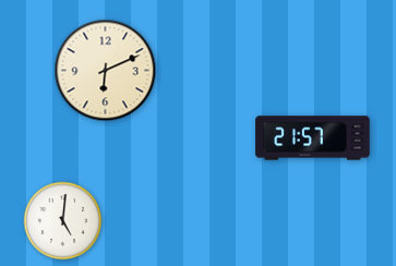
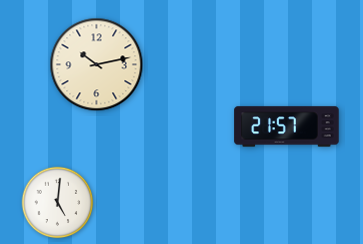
clock at (106, 71): 6:11 -> 10:13
